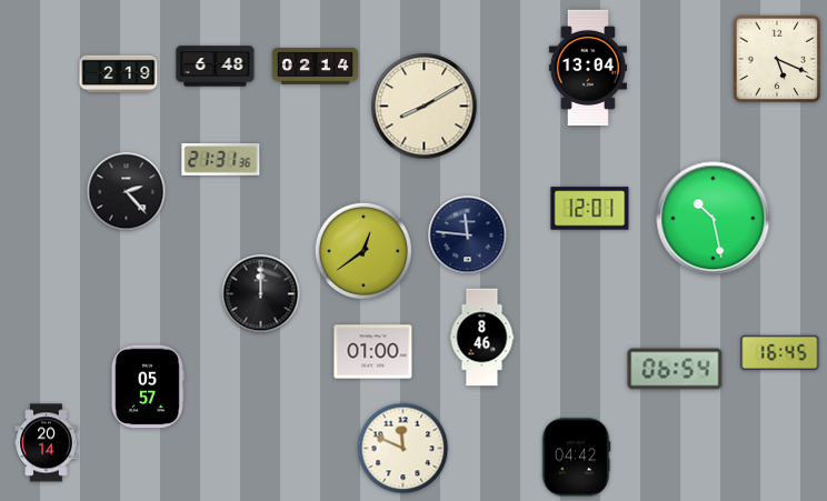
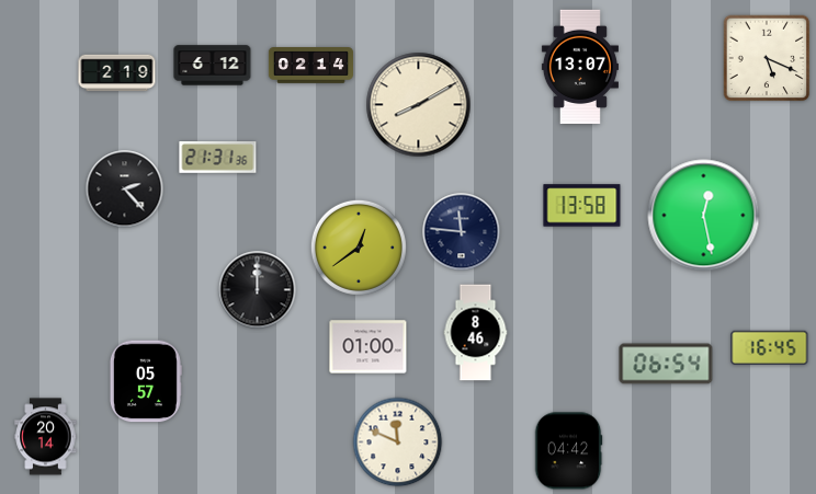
clock at (216, 67): 6:48 -> 6:12
clock at (588, 67): 13:04 -> 13:07
clock at (590, 209): 12:01 -> 13:58
clock at (714, 219): 10:28 -> 12:28
